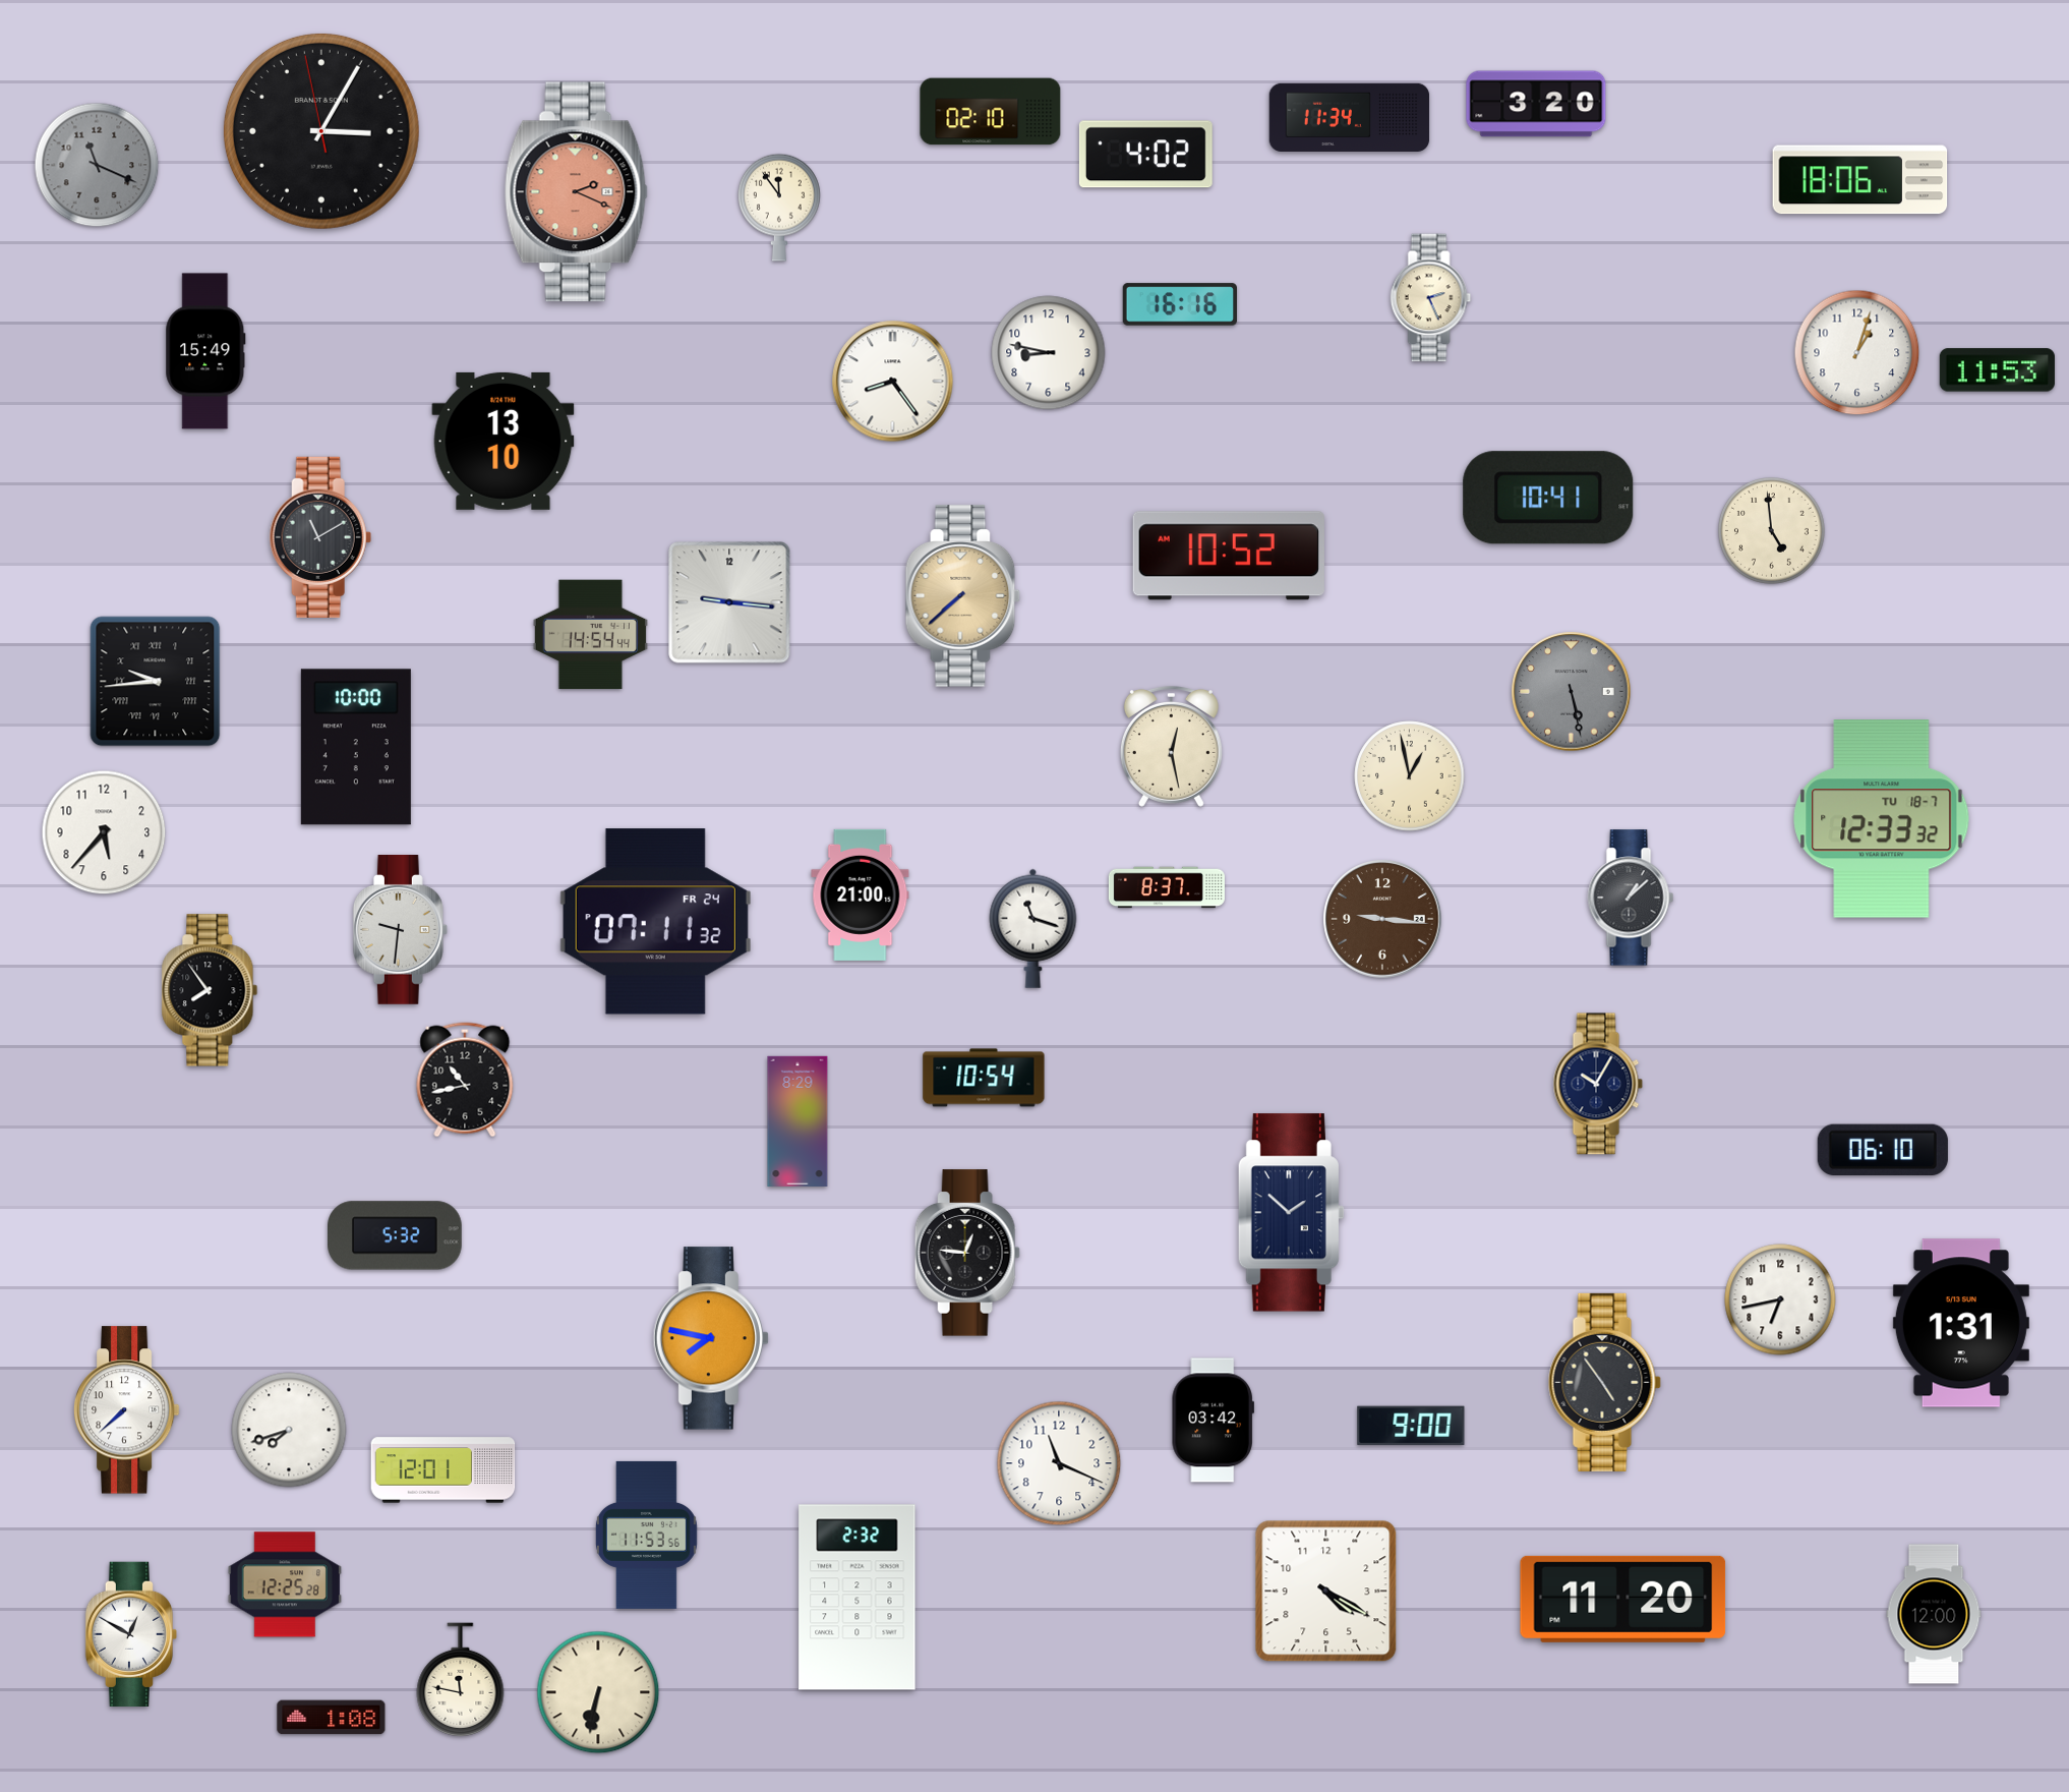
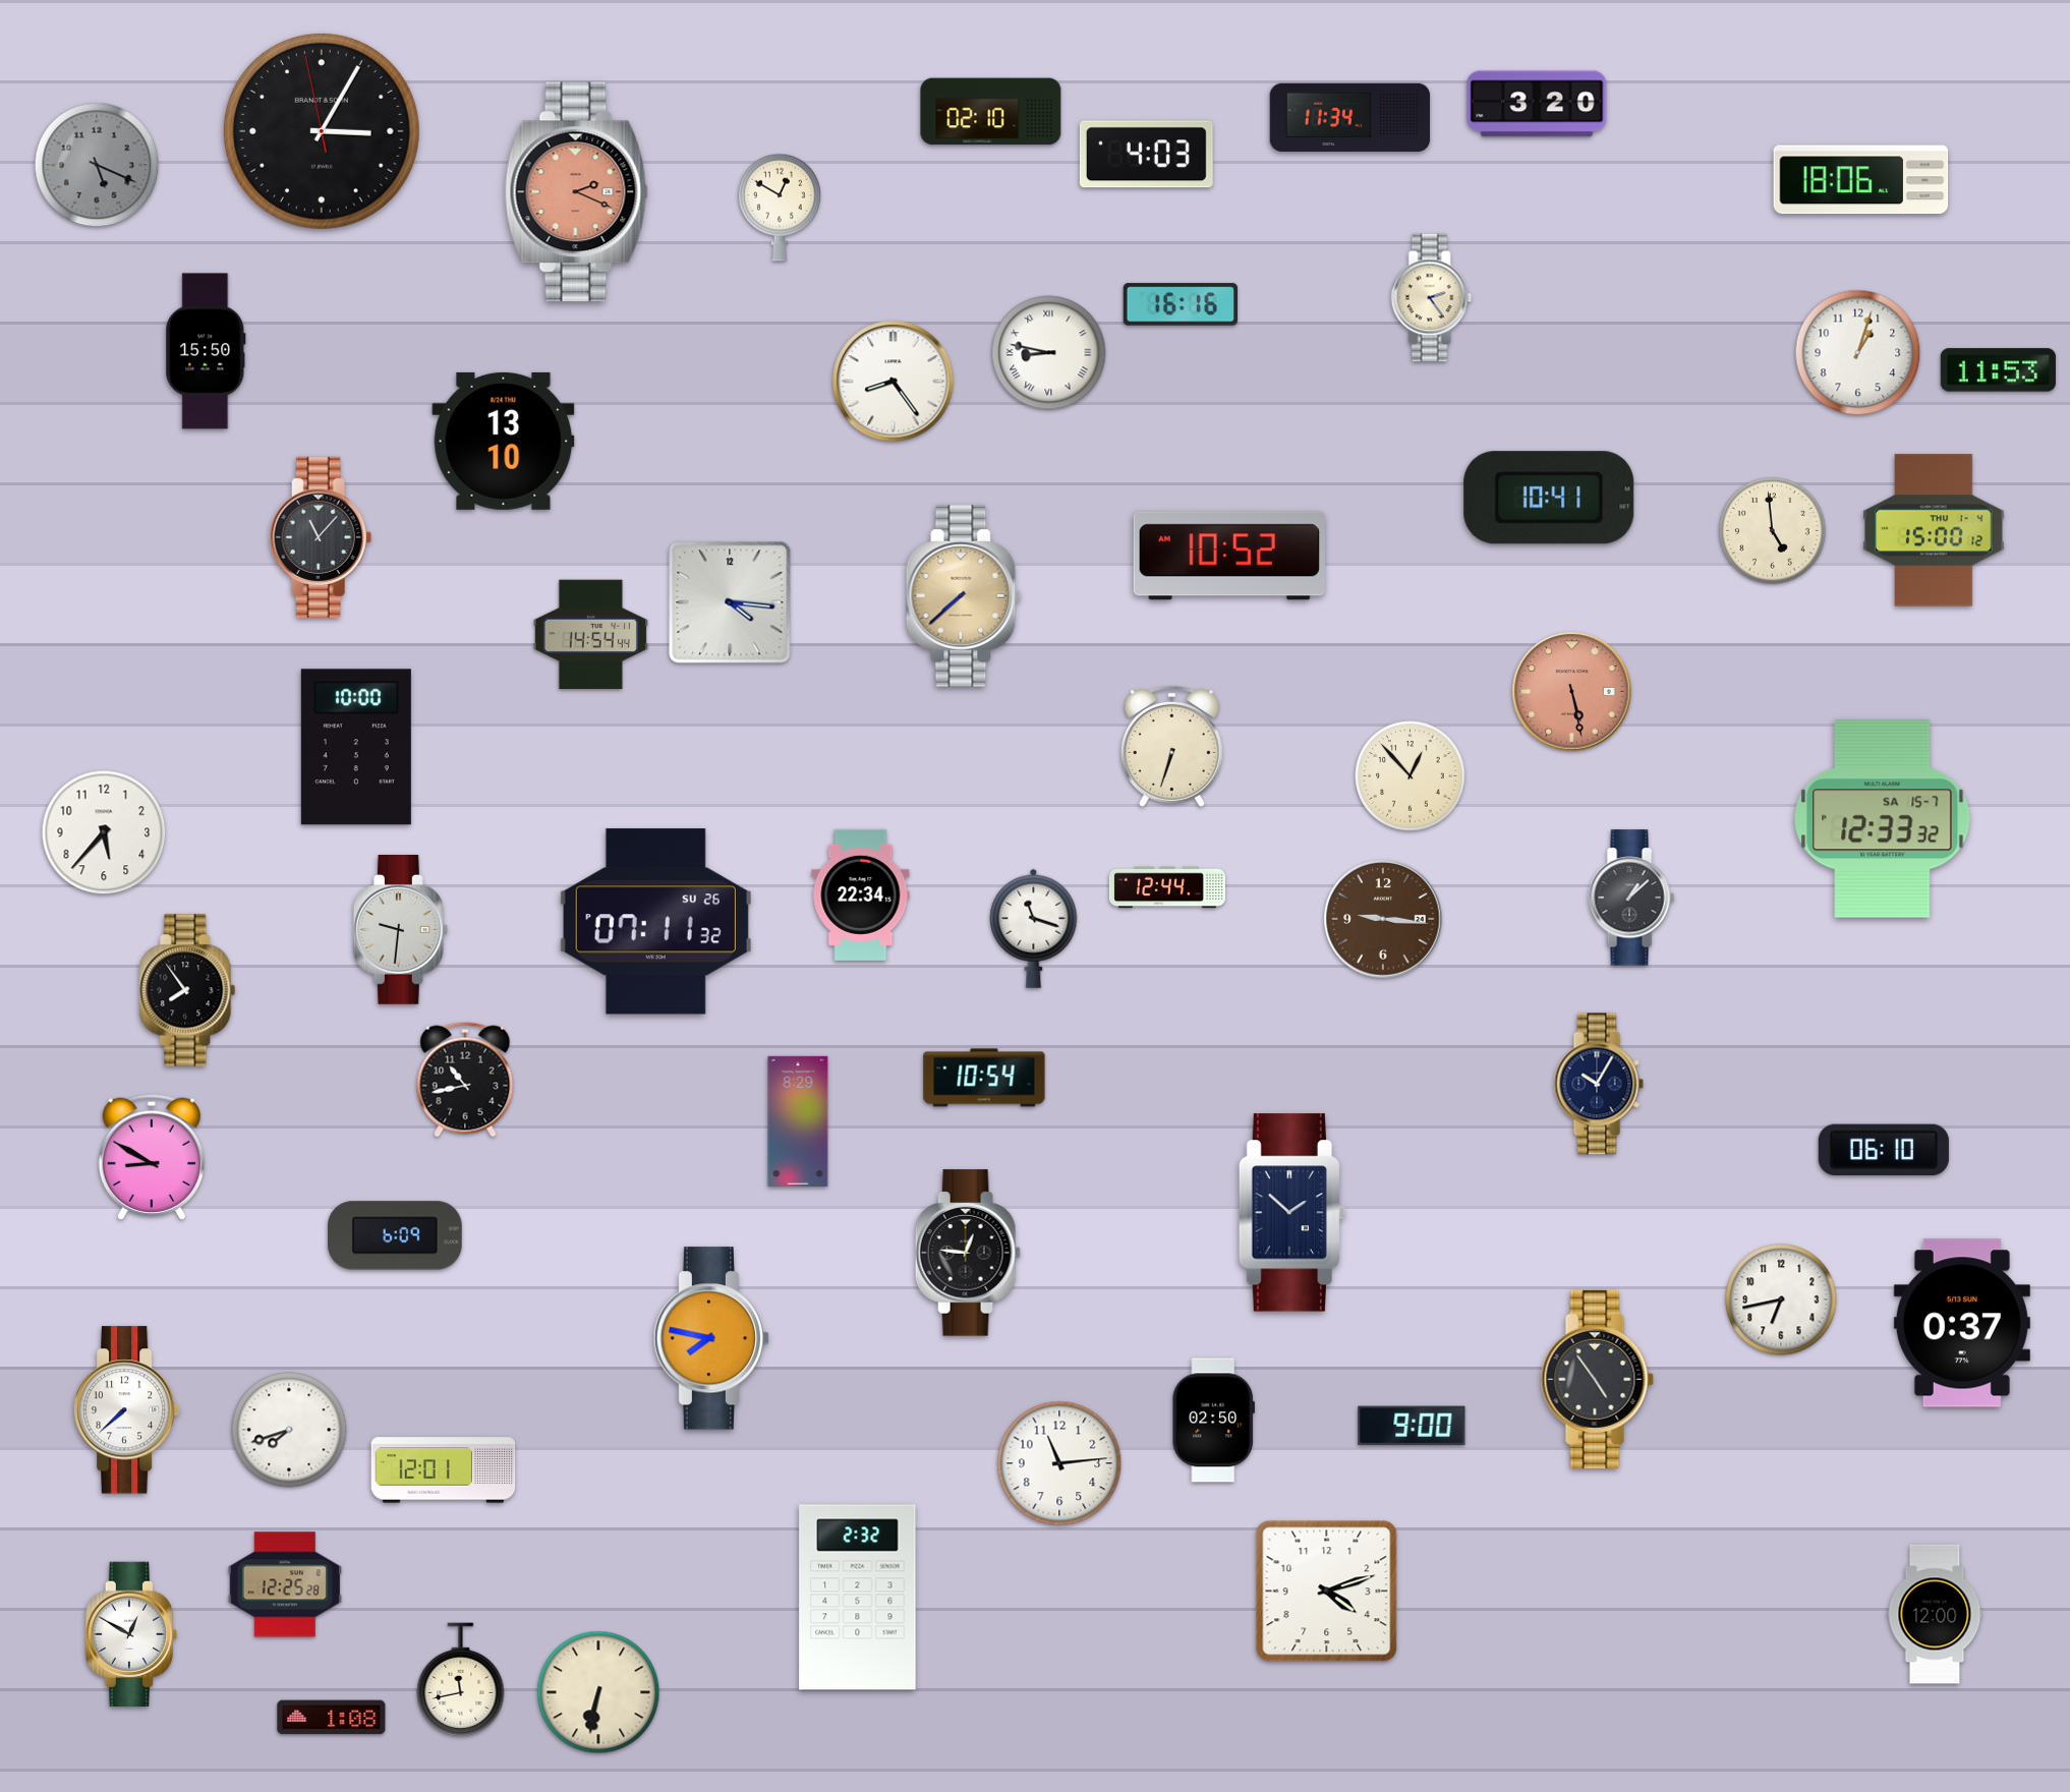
clock at (1145, 155): 4:02 -> 4:03
clock at (97, 165): 11:19 -> 5:19
clock at (780, 208): 11:54 -> 12:50
clock at (1431, 298): 2:26 -> 2:24
clock at (205, 351): 15:49 -> 15:50
clock at (1049, 353) numerals: Arabic -> Roman
clock at (1934, 530): none -> 15:00
clock at (320, 537): 11:10 -> 11:07
clock at (729, 602): 9:16 -> 4:16
clock at (156, 682): 9:44 -> none
clock at (1572, 692) dial: grey -> salmon
clock at (1171, 746): 12:28 -> 6:33
clock at (1410, 776): 12:58 -> 12:53
clock at (1882, 819) date: TU 18-7 -> SA 15-7
clock at (1167, 887): 8:37 -> 12:44
clock at (861, 894): 21:00 -> 22:34
clock at (655, 922) date: FR 24 -> SU 26
clock at (210, 990) position: (210, 990) -> (187, 990)
clock at (151, 1156): none -> 8:50
clock at (396, 1235): 5:32 -> 6:09
clock at (1961, 1323): 1:31 -> 0:37
clock at (1604, 1382) position: (1604, 1382) -> (1597, 1379)
clock at (1213, 1421): 03:42 -> 02:50
clock at (1059, 1463): 11:19 -> 11:14
clock at (646, 1535): 11:53 -> none
clock at (1326, 1592): 4:20 -> 4:12
clock at (1623, 1599): 11:20 -> none
clock at (461, 1679): 11:47 -> 11:43
